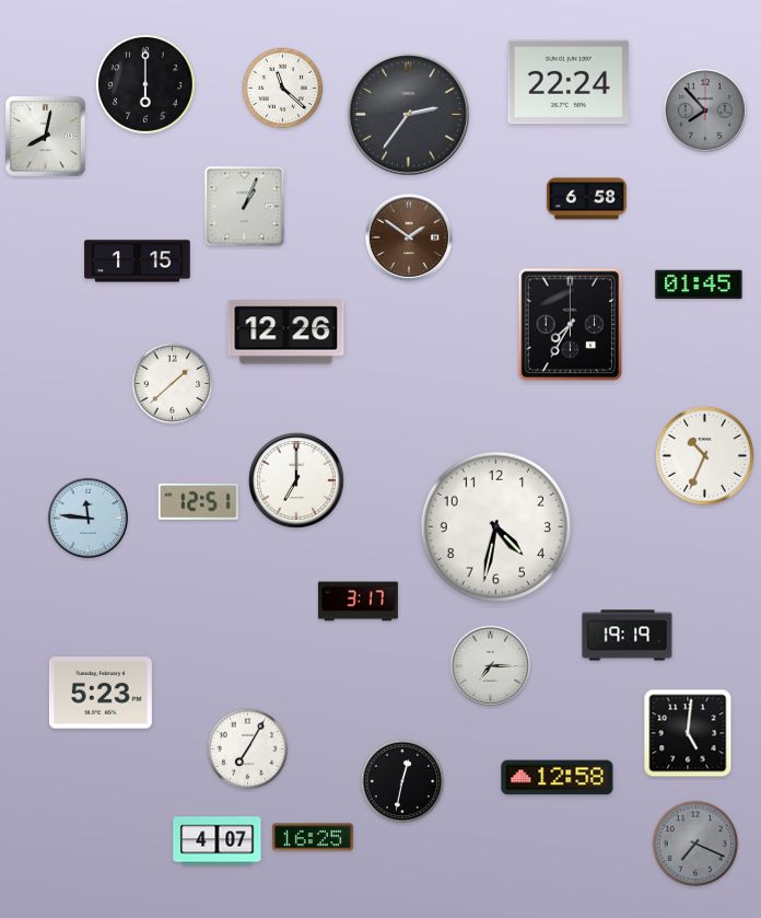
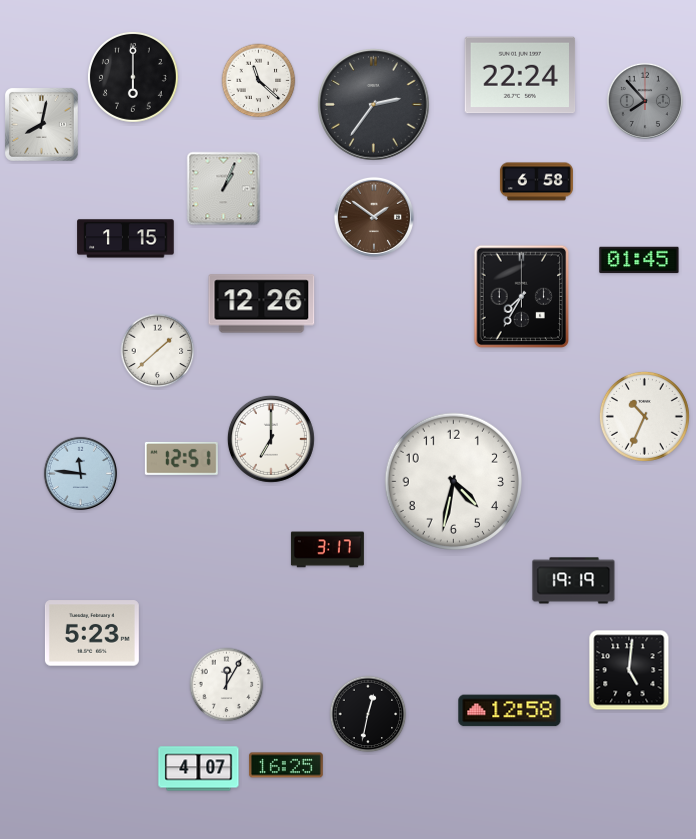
clock at (490, 665): 7:15 -> none
clock at (248, 749): 7:05 -> 12:05
clock at (695, 844): 7:19 -> none
